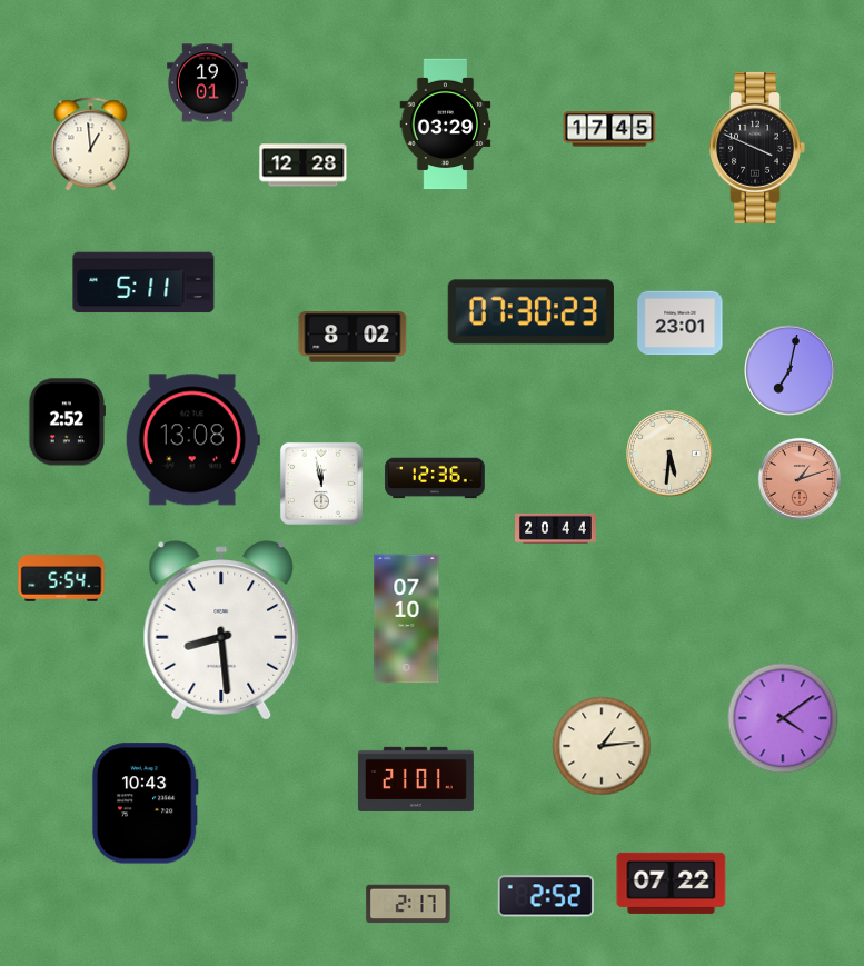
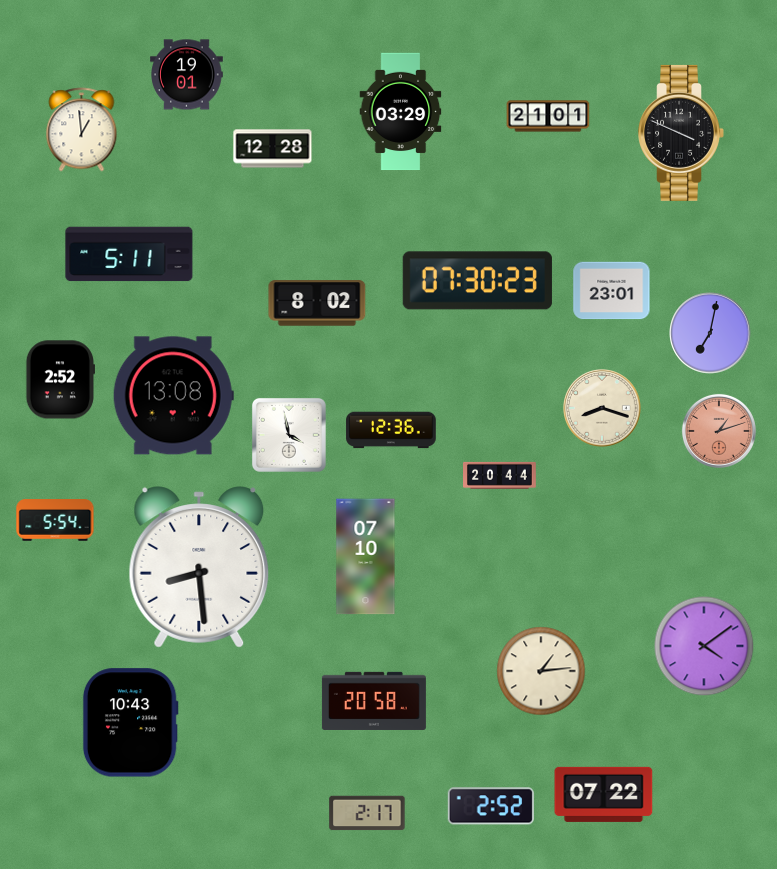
clock at (609, 129): 17:45 -> 21:01
clock at (671, 455): 5:31 -> 8:18
clock at (321, 484): 11:58 -> 3:58
clock at (416, 779): 21:01 -> 20:58
